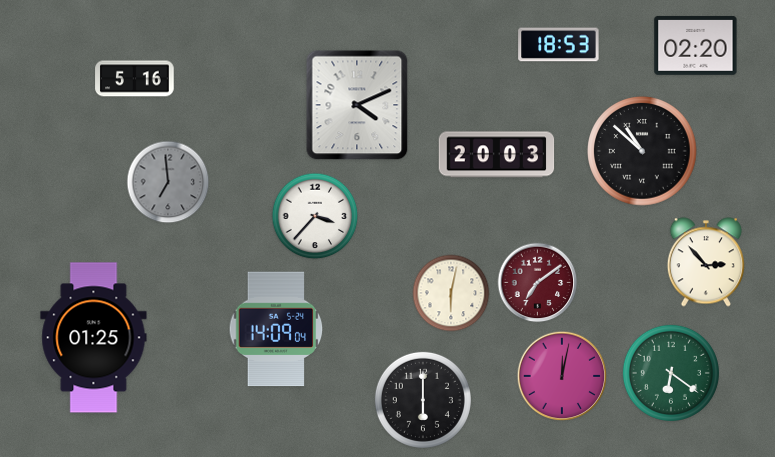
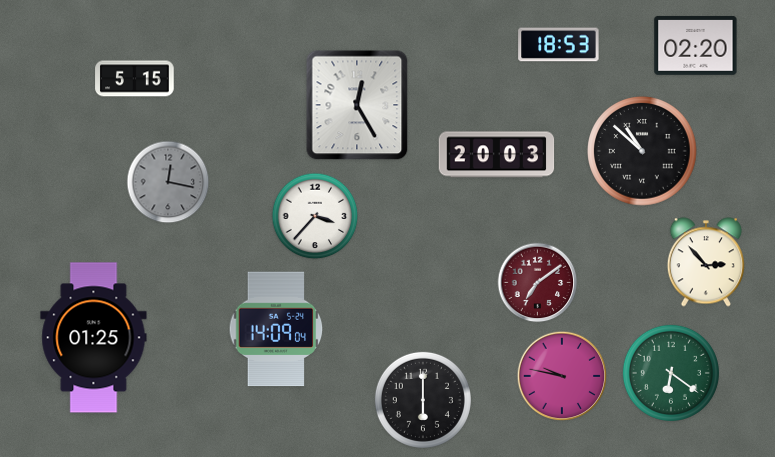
clock at (135, 79): 5:16 -> 5:15
clock at (357, 105): 4:11 -> 12:25
clock at (168, 182): 6:59 -> 12:17
clock at (451, 293): 6:02 -> none
clock at (562, 376): 12:02 -> 9:47
